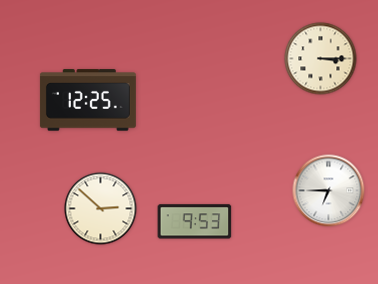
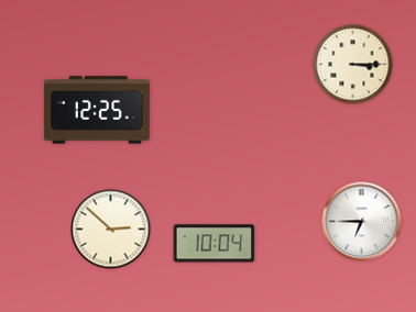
clock at (329, 191) position: (329, 191) -> (362, 222)
clock at (195, 222): 9:53 -> 10:04
